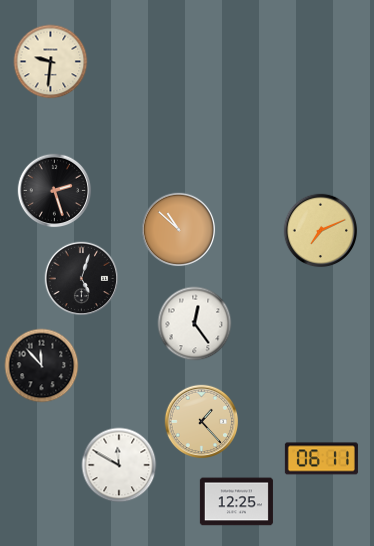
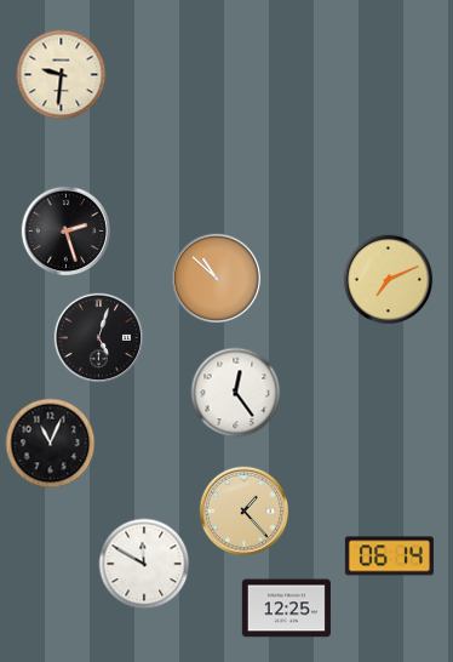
clock at (42, 366): 11:53 -> 11:04
clock at (321, 459): 06:11 -> 06:14
